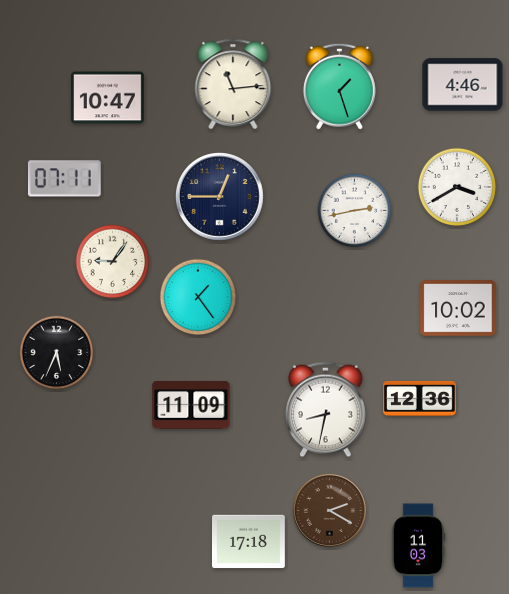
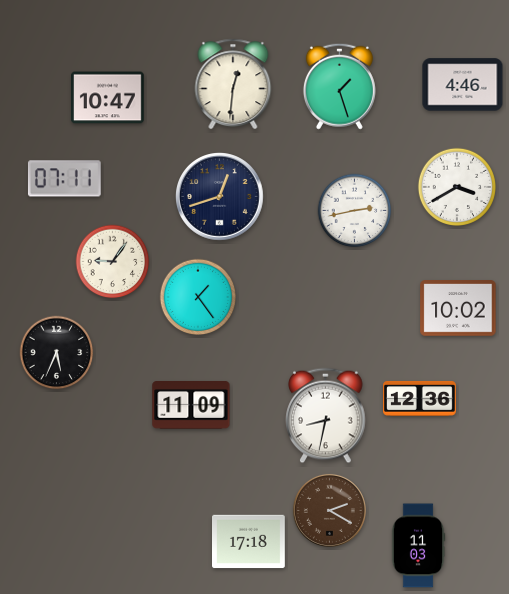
clock at (233, 84): 11:14 -> 12:31
clock at (220, 197): 12:45 -> 12:42
clock at (326, 410) position: (326, 410) -> (326, 416)
